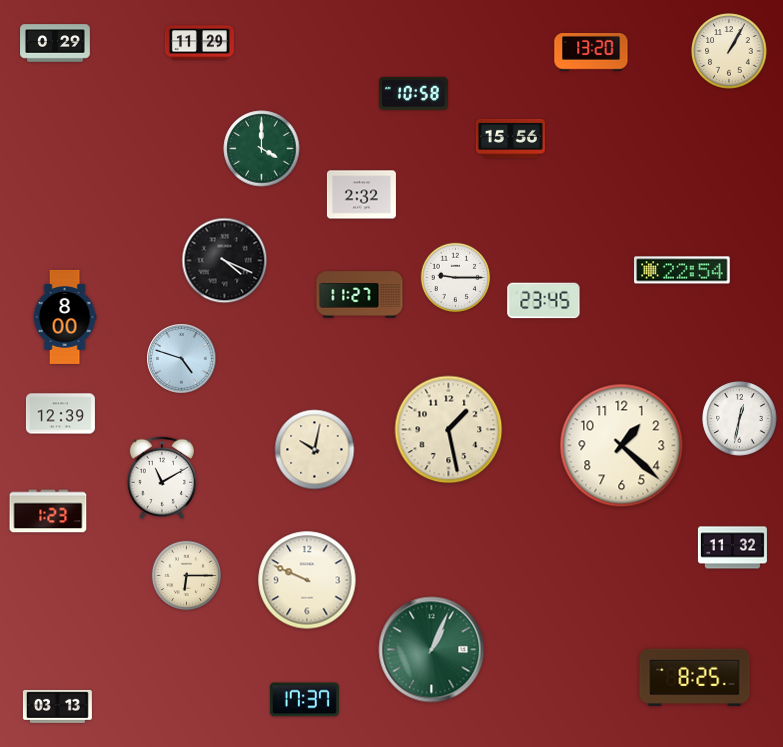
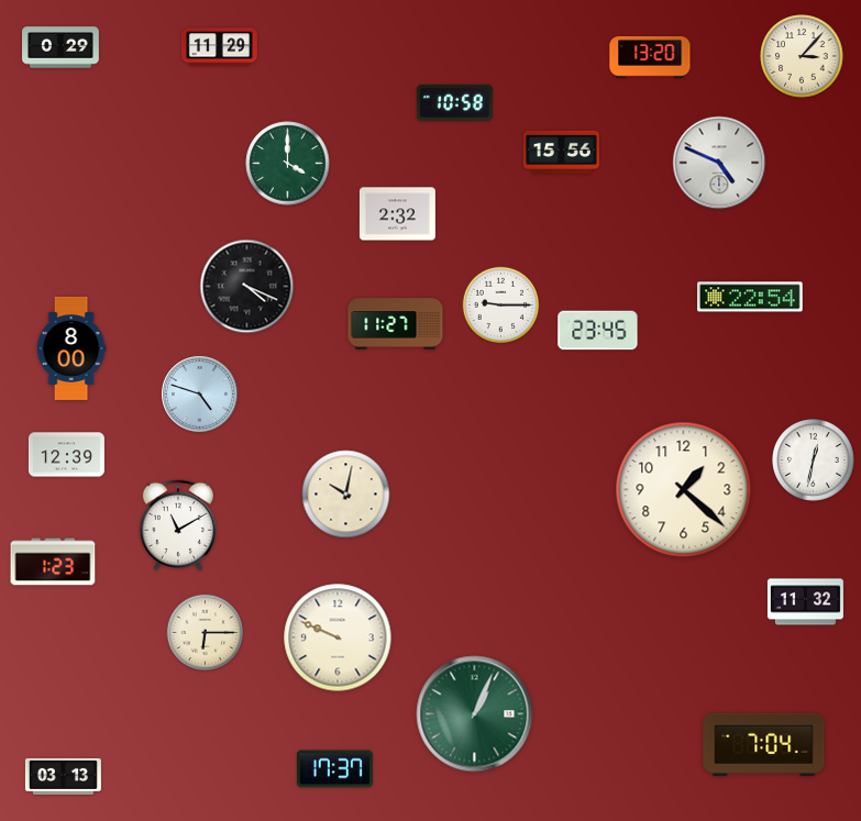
clock at (729, 51): 1:05 -> 3:07
clock at (719, 163): none -> 4:49
clock at (449, 430): 1:28 -> none
clock at (695, 677): 8:25 -> 7:04
